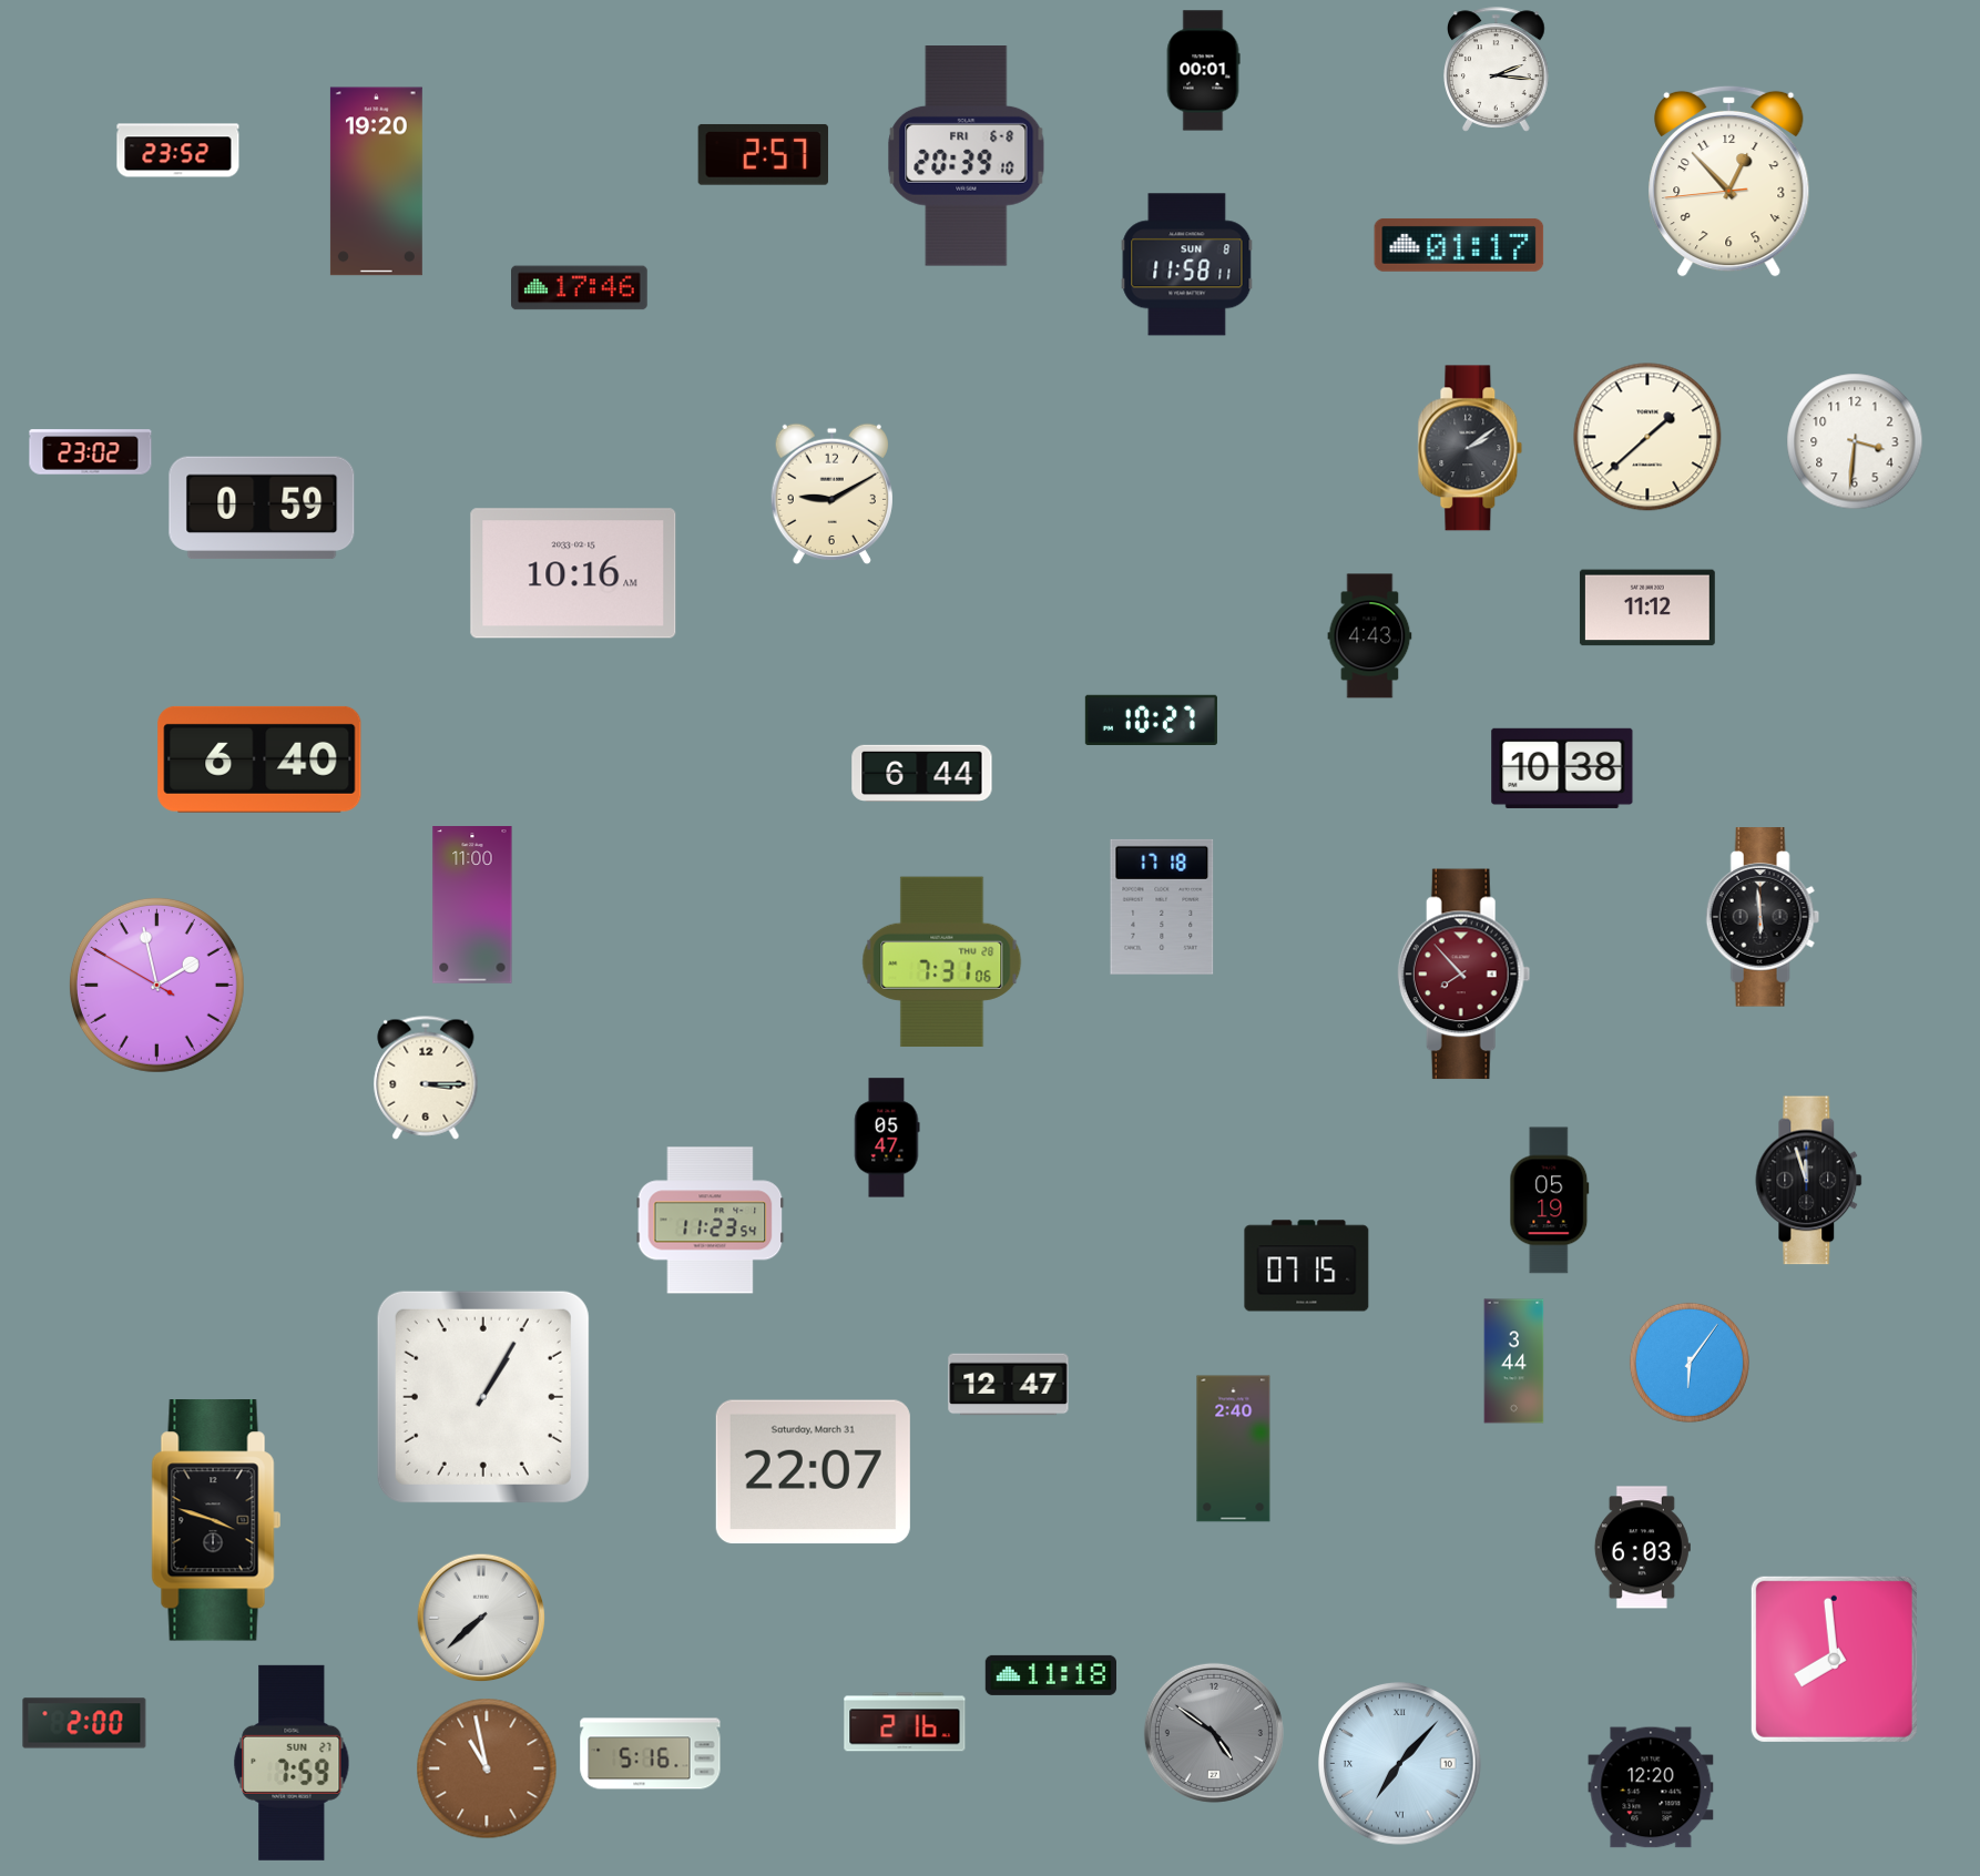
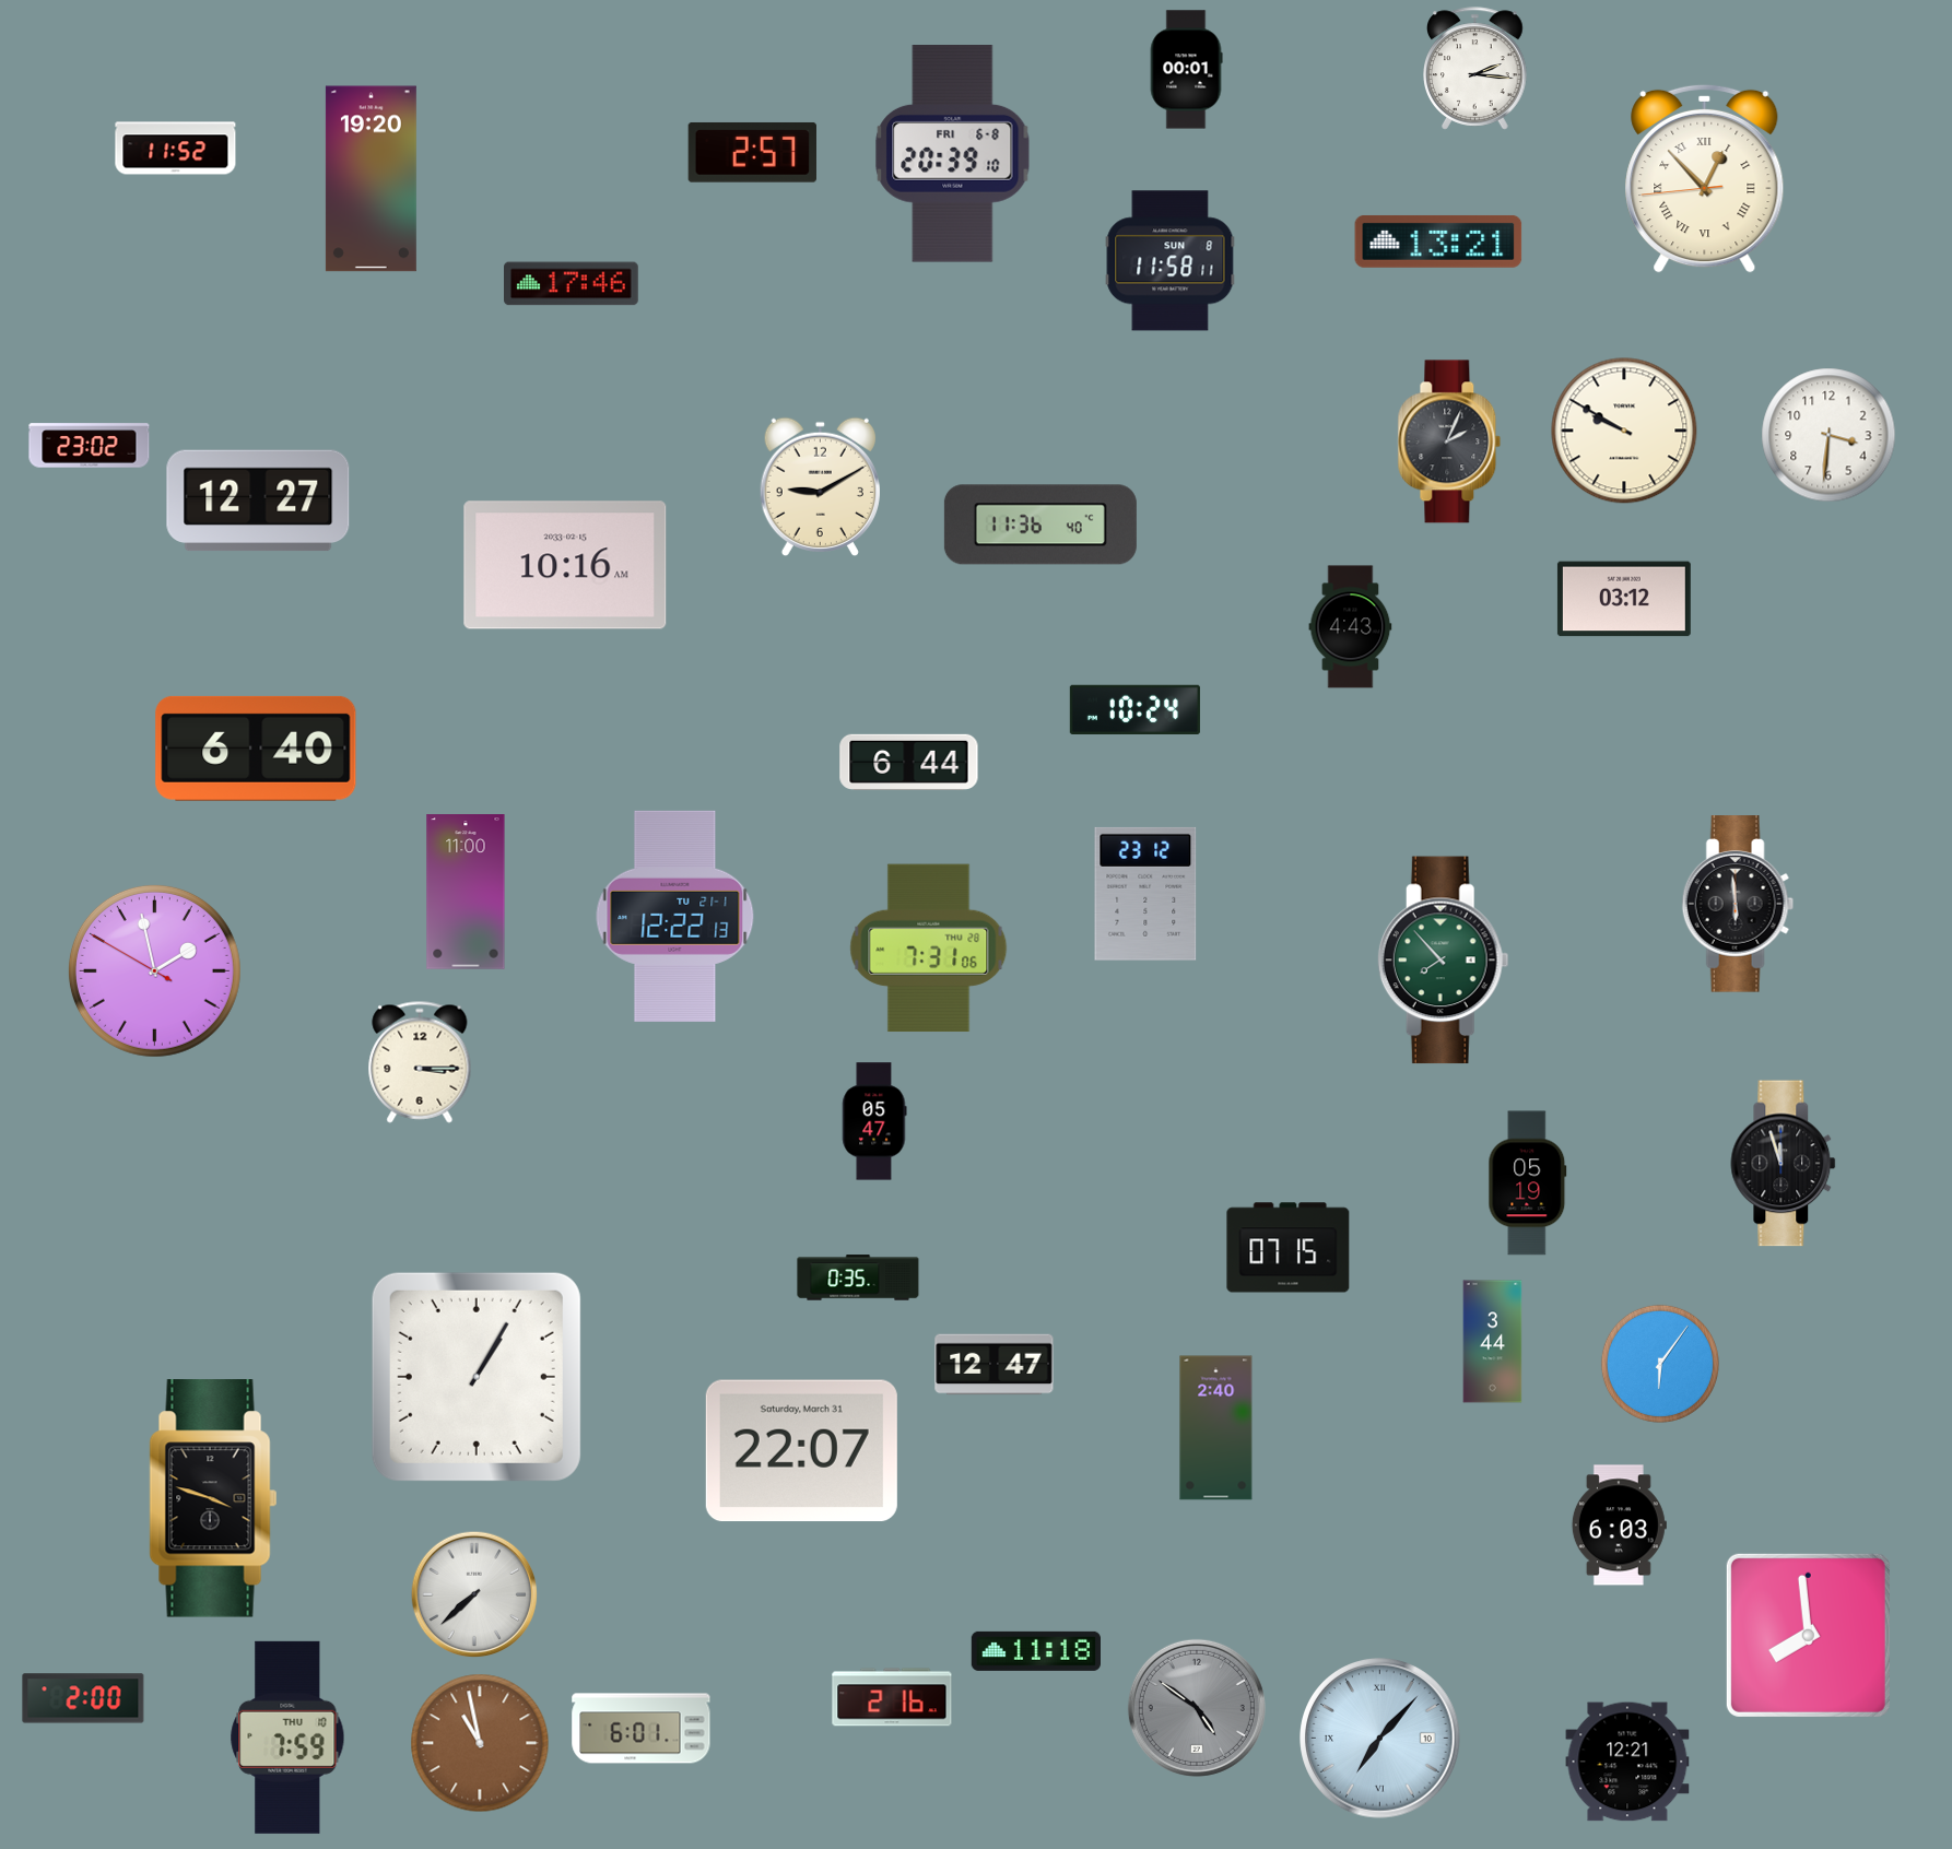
clock at (178, 151): 23:52 -> 11:52
clock at (1729, 181) numerals: Arabic -> Roman
clock at (1459, 245): 01:17 -> 13:21
clock at (1647, 437): 1:38 -> 9:50
clock at (1470, 448): 2:09 -> 2:04
clock at (262, 508): 0:59 -> 12:27
clock at (1040, 525): none -> 11:36
clock at (1647, 608): 11:12 -> 03:12
clock at (1151, 721): 10:27 -> 10:24
clock at (1562, 768): 10:38 -> none
clock at (1162, 907): 17:18 -> 23:12
clock at (675, 916): none -> 12:22
clock at (1463, 975) dial: burgundy -> green
clock at (711, 1221): 11:23 -> none
clock at (858, 1277): none -> 0:35
clock at (1690, 1363) position: (1690, 1363) -> (1660, 1364)
clock at (651, 1754): 5:16 -> 6:01
clock at (292, 1763) date: SUN 27 -> THU 10
clock at (1651, 1787): 12:20 -> 12:21
